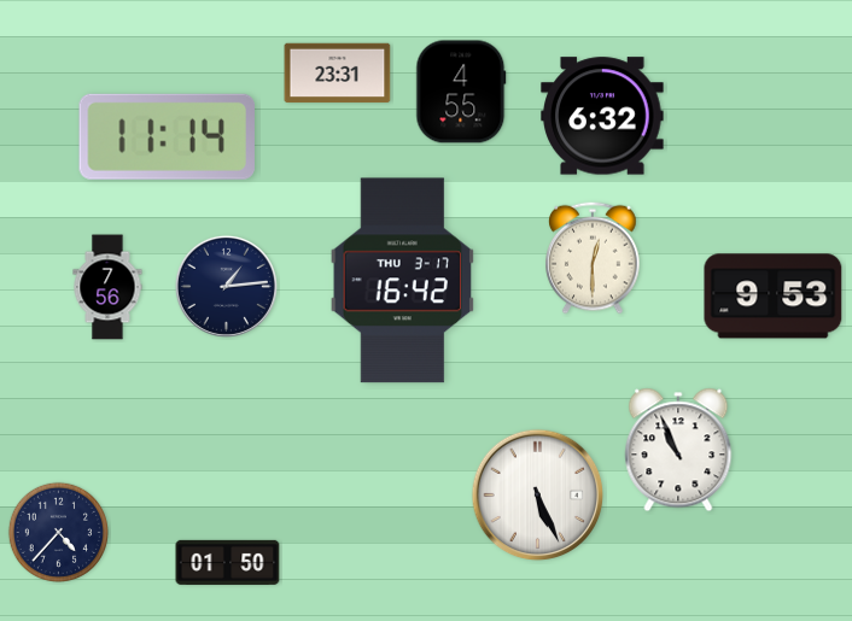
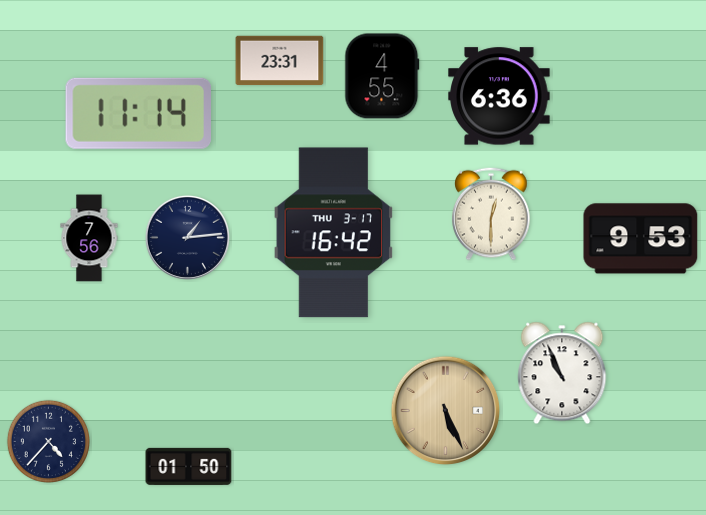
clock at (602, 116): 6:32 -> 6:36
clock at (774, 297) position: (774, 297) -> (641, 239)
clock at (538, 496) dial: white -> champagne
